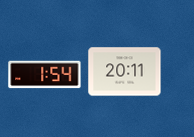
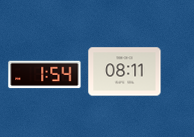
clock at (125, 72): 20:11 -> 08:11
